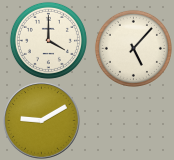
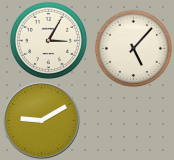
clock at (48, 40): 4:00 -> 3:05
